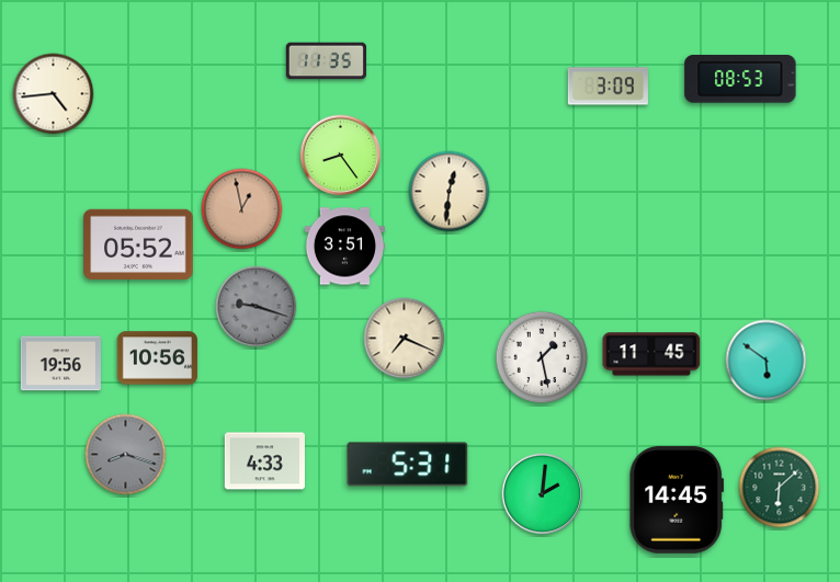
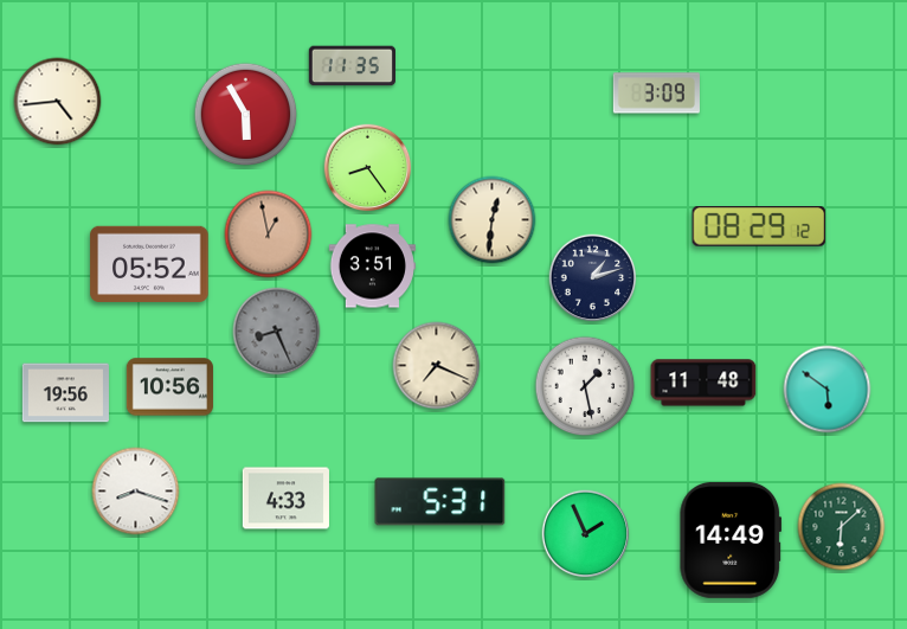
clock at (740, 80): 08:53 -> none
clock at (246, 115): none -> 5:55
clock at (450, 192) position: (450, 192) -> (493, 220)
clock at (242, 209) position: (242, 209) -> (269, 235)
clock at (759, 226): none -> 08:29
clock at (593, 278): none -> 1:12
clock at (257, 307): 9:18 -> 8:26
clock at (651, 354): 11:45 -> 11:48
clock at (126, 455) dial: grey -> white
clock at (543, 494): 2:01 -> 1:56
clock at (677, 500): 14:45 -> 14:49
